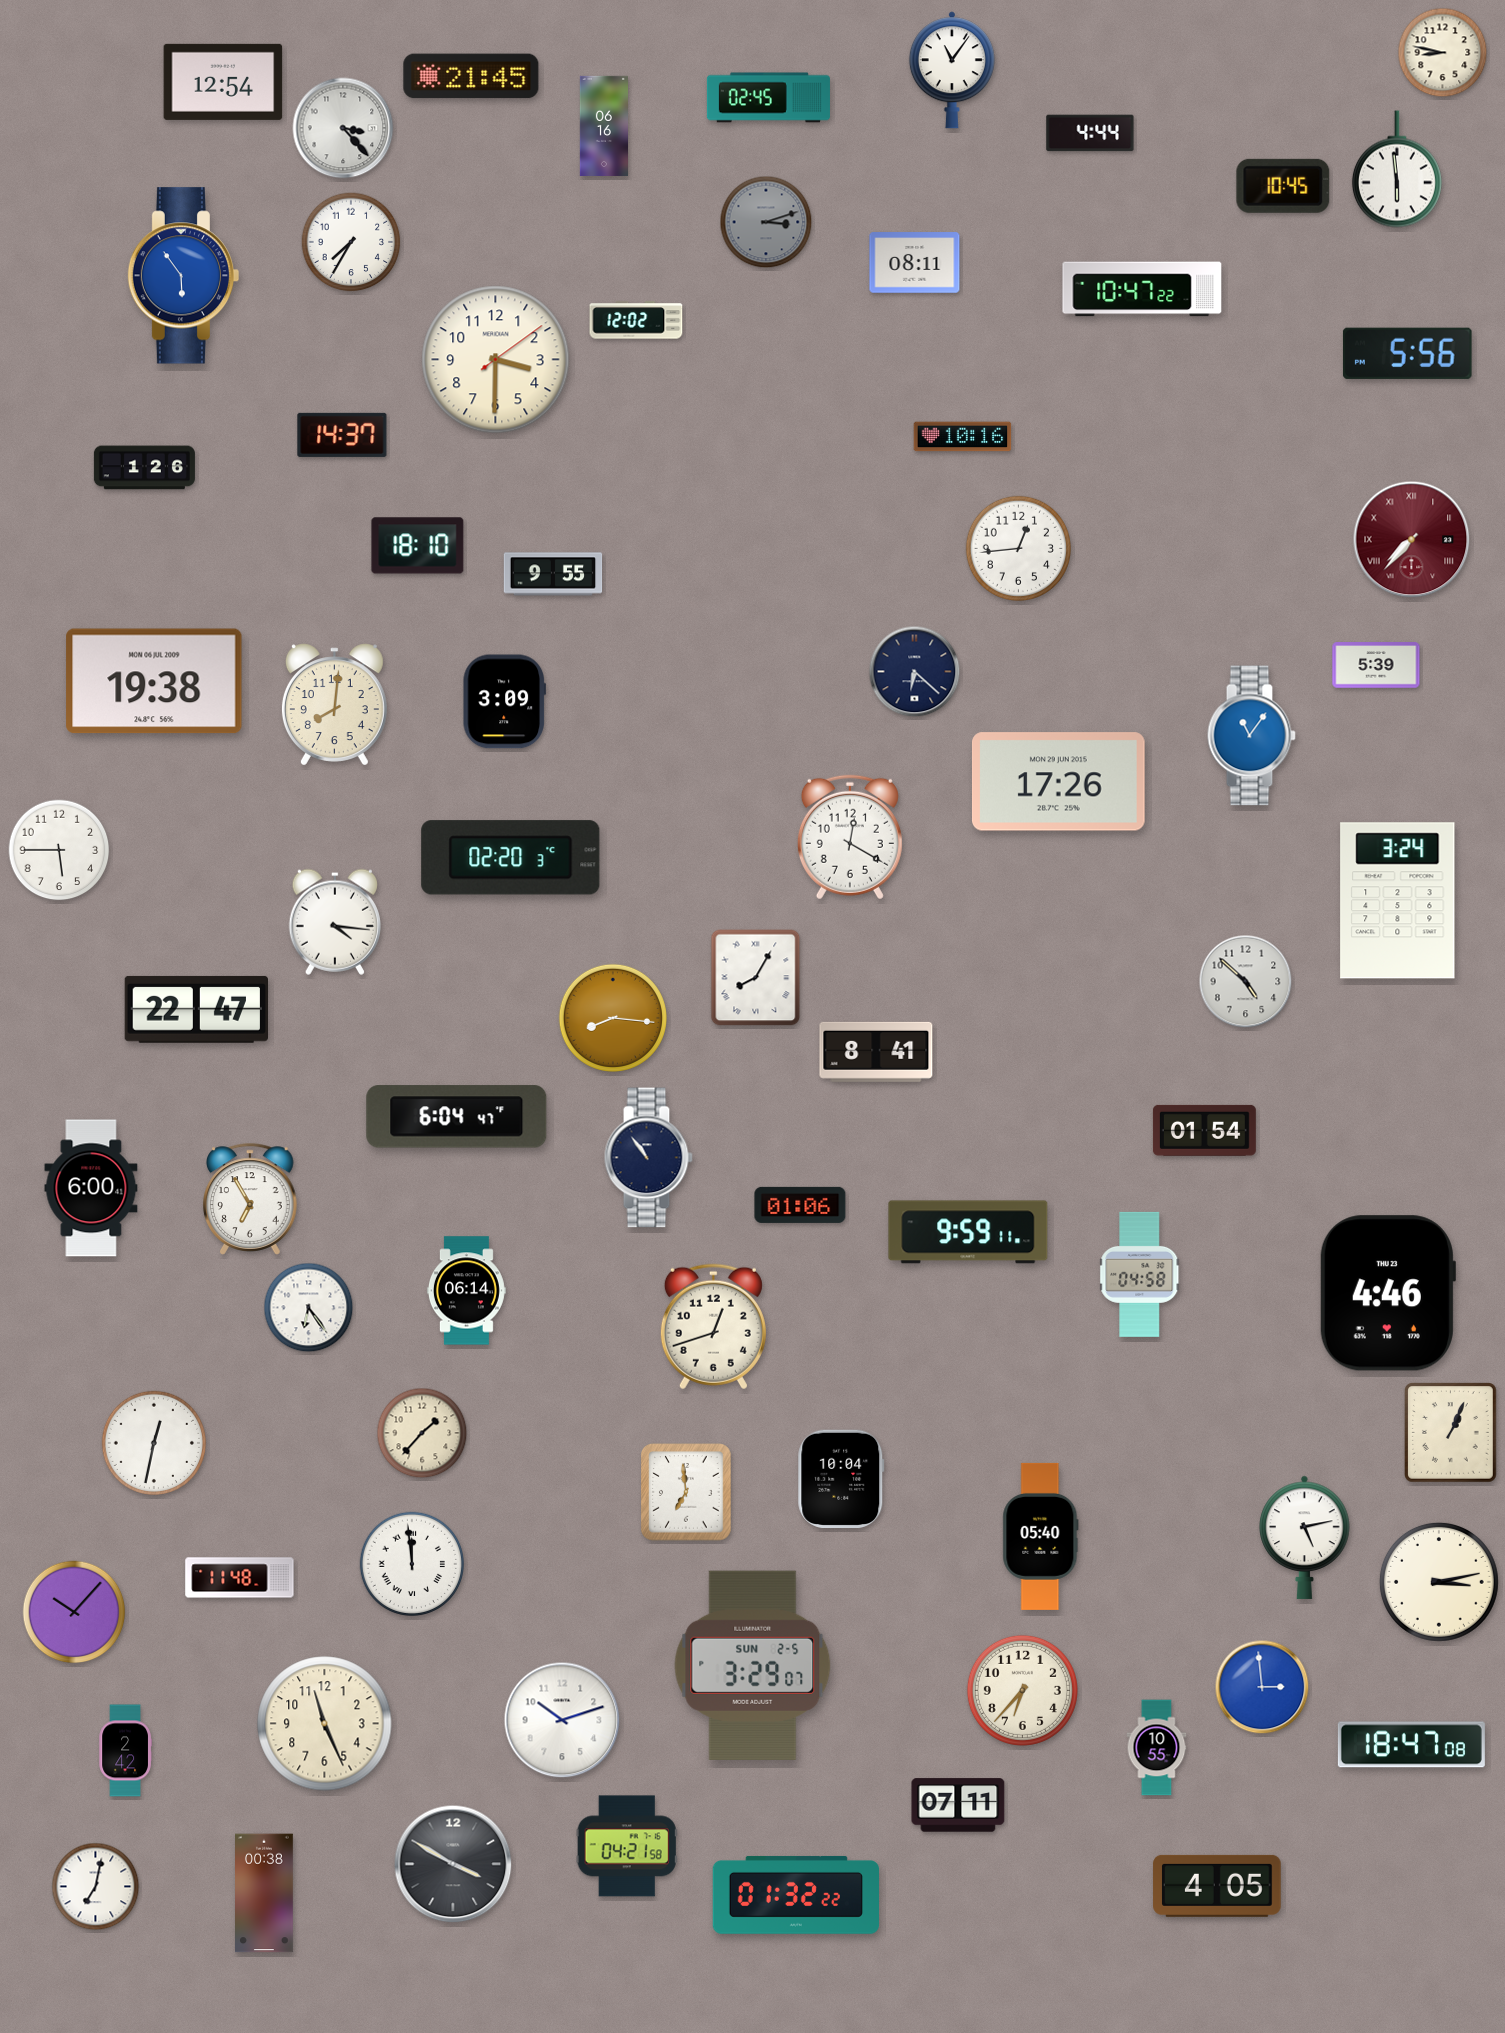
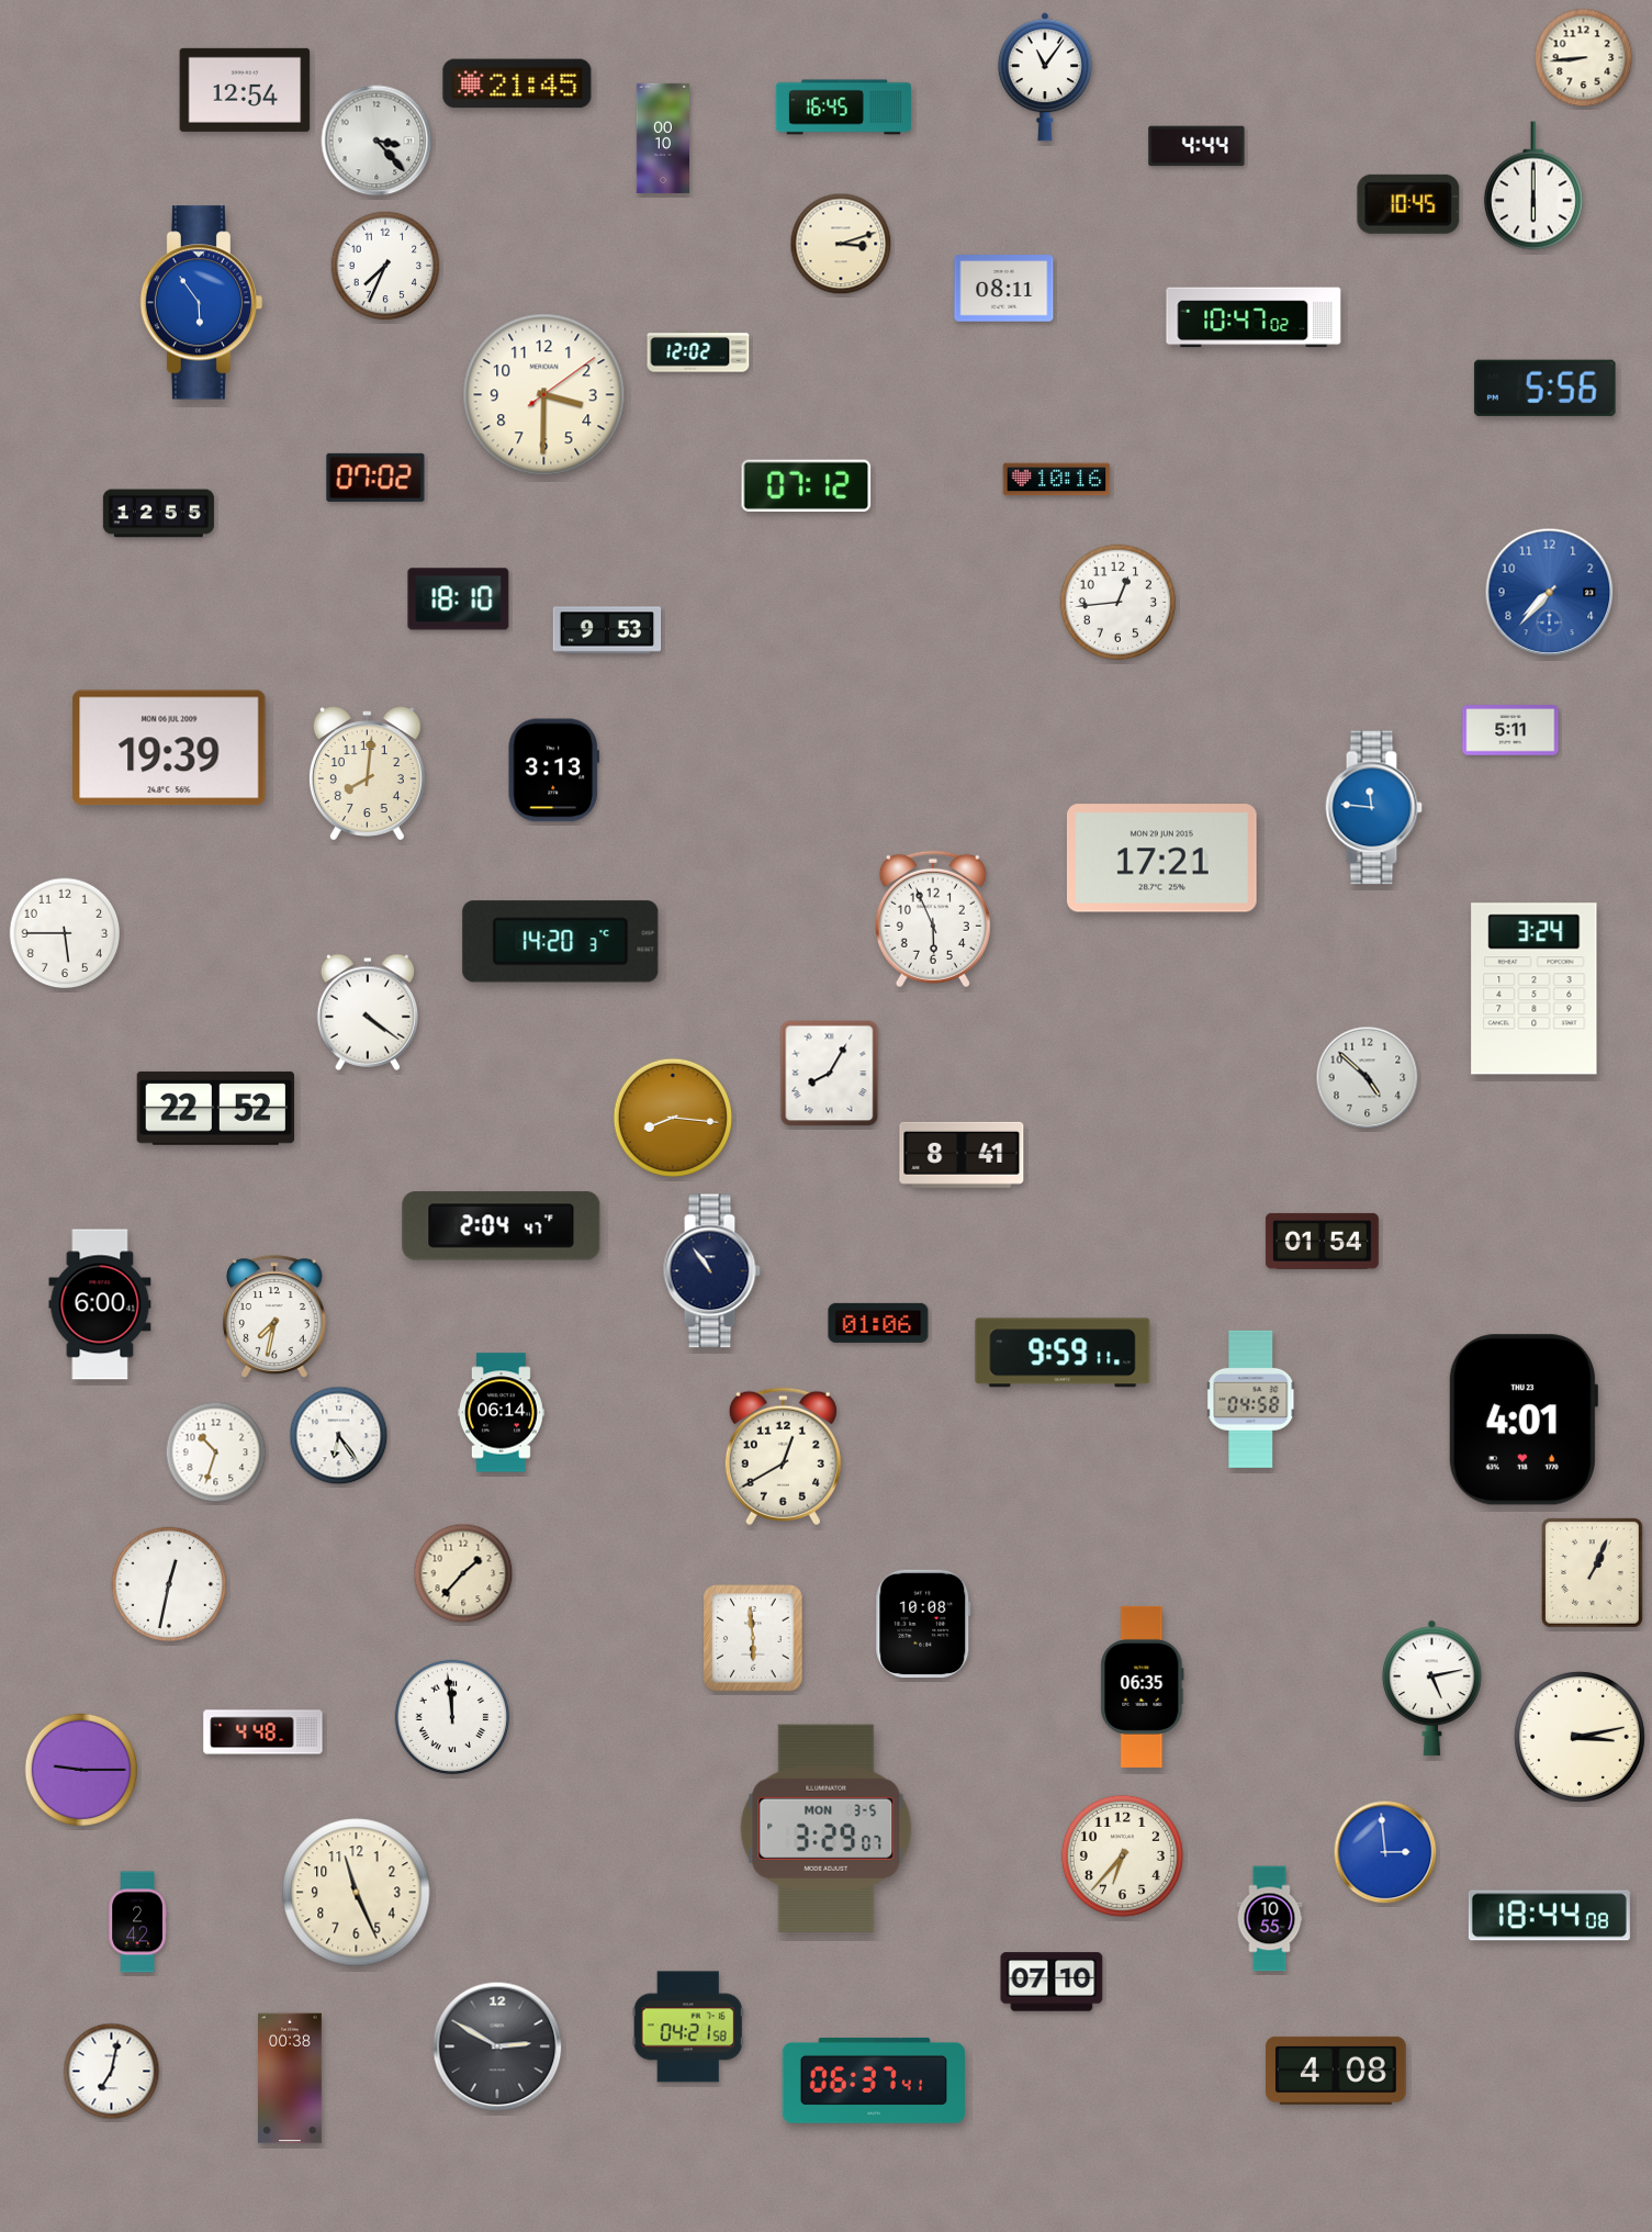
clock at (1443, 53): 8:47 -> 8:44
clock at (768, 98): 02:45 -> 16:45
clock at (603, 126): 06:16 -> 00:10
clock at (1397, 169): 5:59 -> 6:00
clock at (766, 222) dial: grey -> cream
clock at (351, 242): 7:35 -> 7:34
clock at (1142, 289): 10:47:22 -> 10:47:02
clock at (342, 435): 14:37 -> 07:02
clock at (807, 485): none -> 07:12
clock at (144, 468): 1:26 -> 12:55
clock at (1412, 540) dial: burgundy -> blue
clock at (1412, 540) numerals: Roman -> Arabic
clock at (553, 574): 9:55 -> 9:53
clock at (1376, 665): 5:39 -> 5:11
clock at (915, 672): 6:22 -> none
clock at (154, 681): 19:38 -> 19:39
clock at (504, 702): 3:09 -> 3:13
clock at (1251, 736): 11:06 -> 11:46
clock at (1058, 782): 17:26 -> 17:21
clock at (850, 837): 12:20 -> 5:56
clock at (511, 858): 02:20 -> 14:20
clock at (335, 922): 4:16 -> 4:21
clock at (196, 1009): 22:47 -> 22:52
clock at (457, 1117): 6:04 -> 2:04
clock at (251, 1199): 6:55 -> 7:32
clock at (466, 1291) position: (466, 1291) -> (501, 1413)
clock at (1387, 1293): 4:46 -> 4:01
clock at (216, 1453): none -> 10:33
clock at (713, 1327): 12:42 -> 12:40
clock at (841, 1479): 10:04 -> 10:08
clock at (686, 1492): 6:59 -> 5:59
clock at (1041, 1536): 05:40 -> 06:35
clock at (240, 1578): 11:48 -> 4:48
clock at (74, 1612): 10:07 -> 9:15
clock at (753, 1665) date: SUN 2-5 -> MON 3-5
clock at (562, 1720): 10:12 -> none
clock at (1411, 1745): 18:47 -> 18:44
clock at (958, 1805): 07:11 -> 07:10
clock at (453, 1864): 3:50 -> 2:50
clock at (1217, 1886): 4:05 -> 4:08
clock at (96, 1887) position: (96, 1887) -> (112, 2072)
clock at (795, 1895): 01:32 -> 06:37
